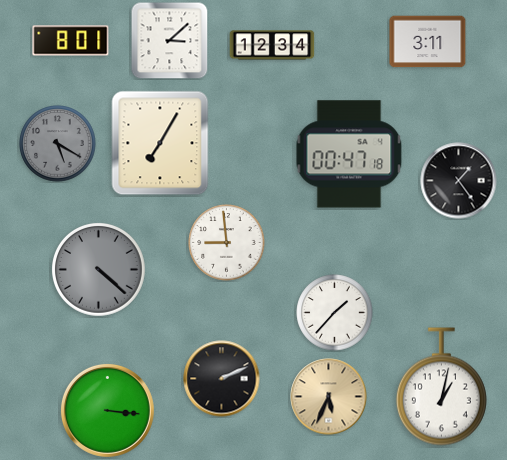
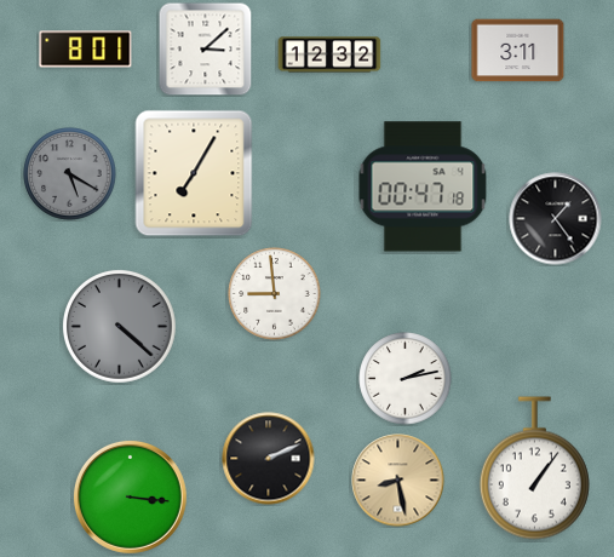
clock at (272, 45): 12:34 -> 12:32
clock at (335, 313): 1:37 -> 2:13
clock at (441, 387): 1:02 -> 1:06
clock at (329, 397): 5:34 -> 8:28
